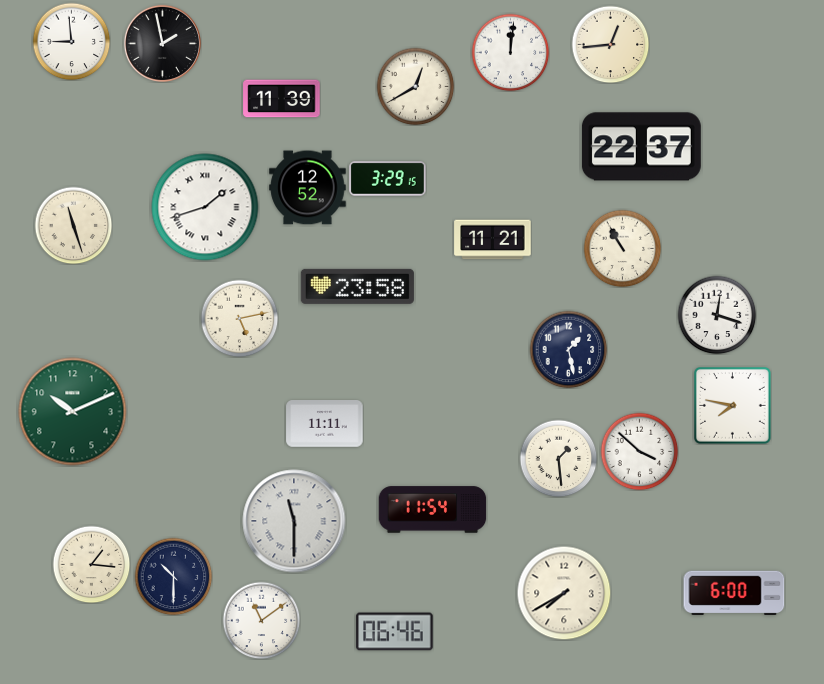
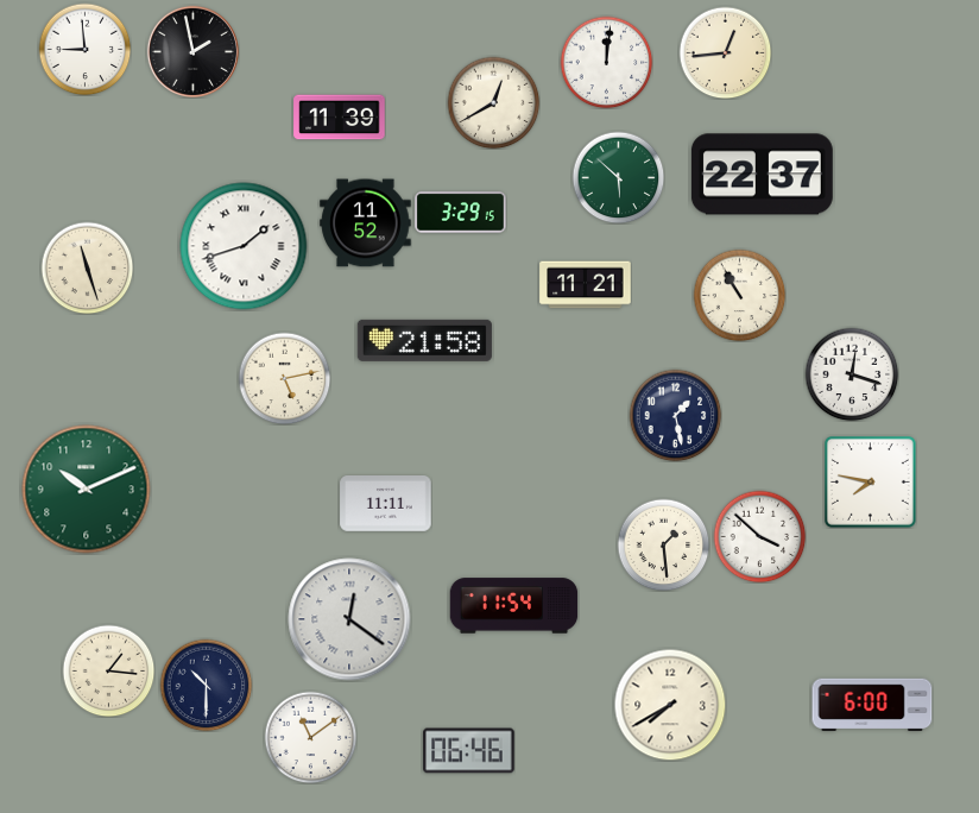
clock at (282, 99) position: (282, 99) -> (340, 118)
clock at (618, 177): none -> 5:52
clock at (308, 188): 12:52 -> 11:52
clock at (357, 286): 23:58 -> 21:58
clock at (294, 521): 11:30 -> 12:21
